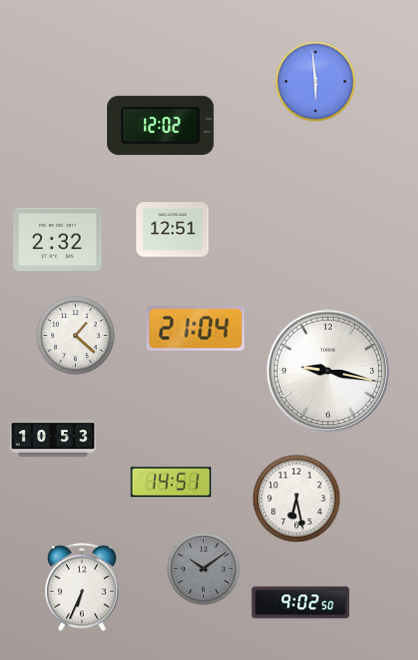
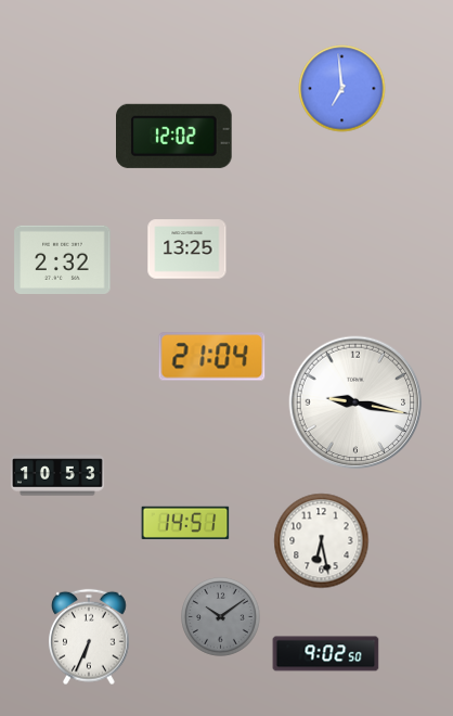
clock at (316, 82): 5:59 -> 6:59
clock at (173, 230): 12:51 -> 13:25
clock at (76, 336): 1:22 -> none
